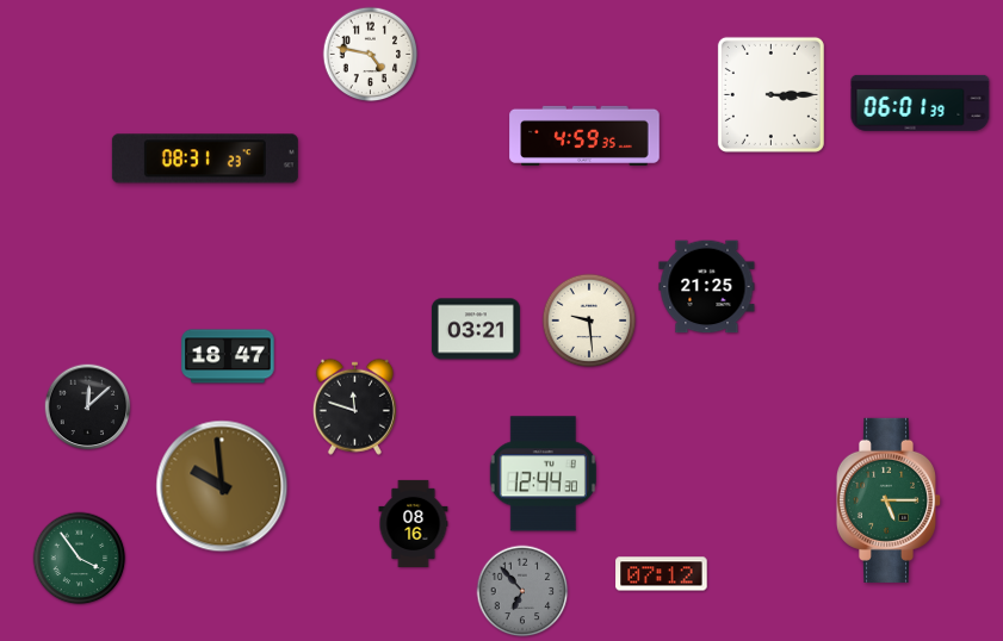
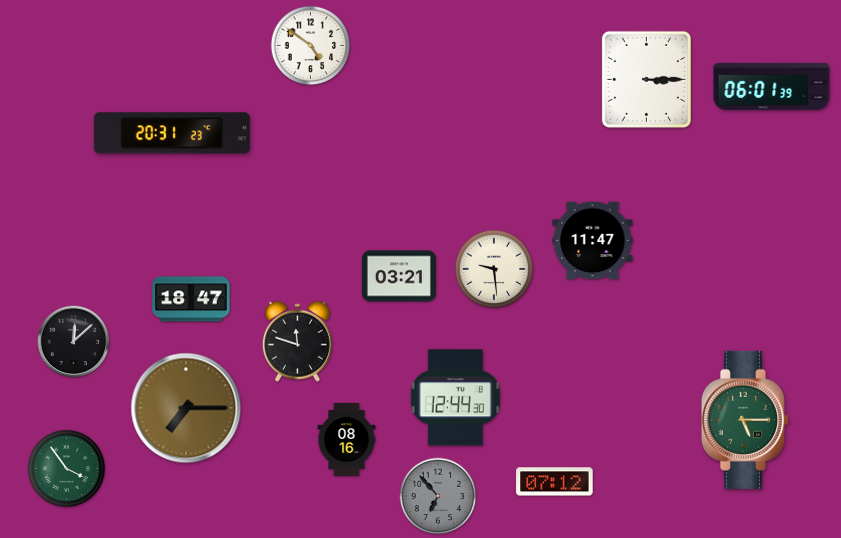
clock at (371, 55): 4:47 -> 4:51
clock at (584, 136): 4:59 -> none
clock at (205, 158): 08:31 -> 20:31
clock at (707, 287): 21:25 -> 11:47
clock at (222, 486): 9:59 -> 7:15
